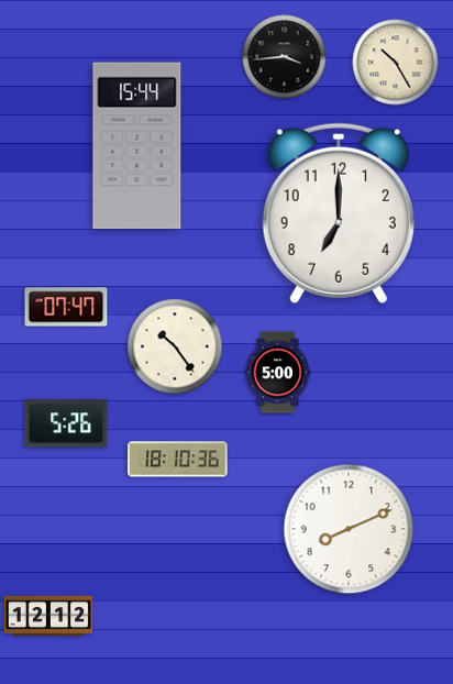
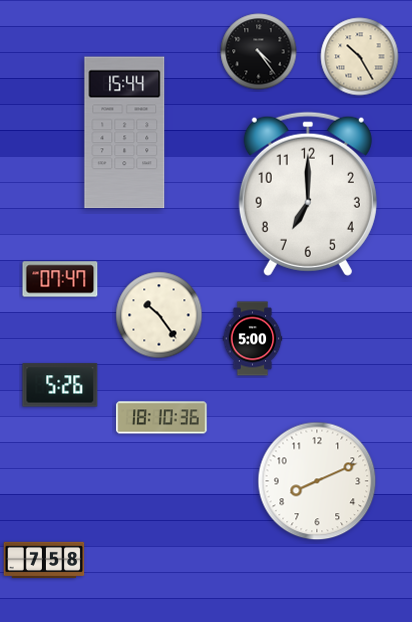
clock at (285, 57): 3:44 -> 4:24
clock at (48, 616): 12:12 -> 7:58
